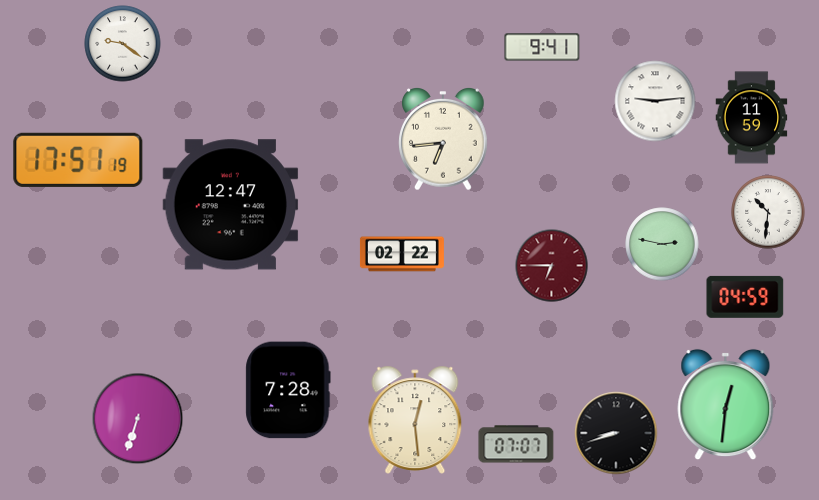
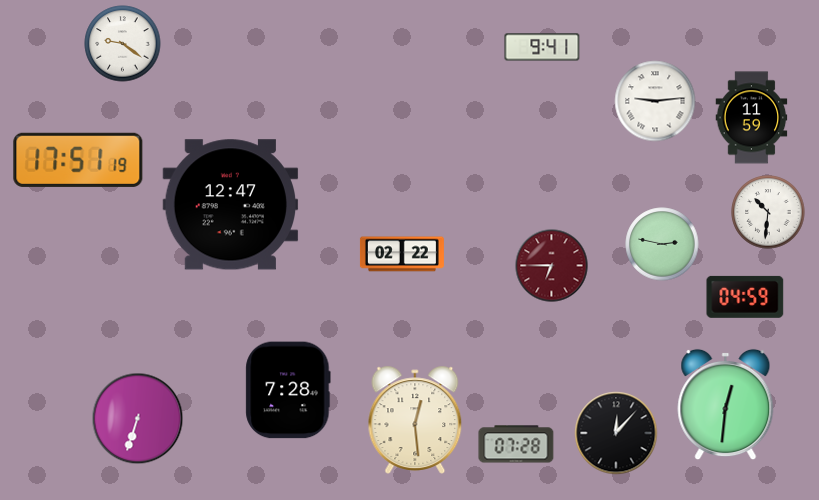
clock at (443, 140): 6:44 -> none
clock at (616, 433): 8:42 -> 12:07
clock at (516, 444): 07:07 -> 07:28
